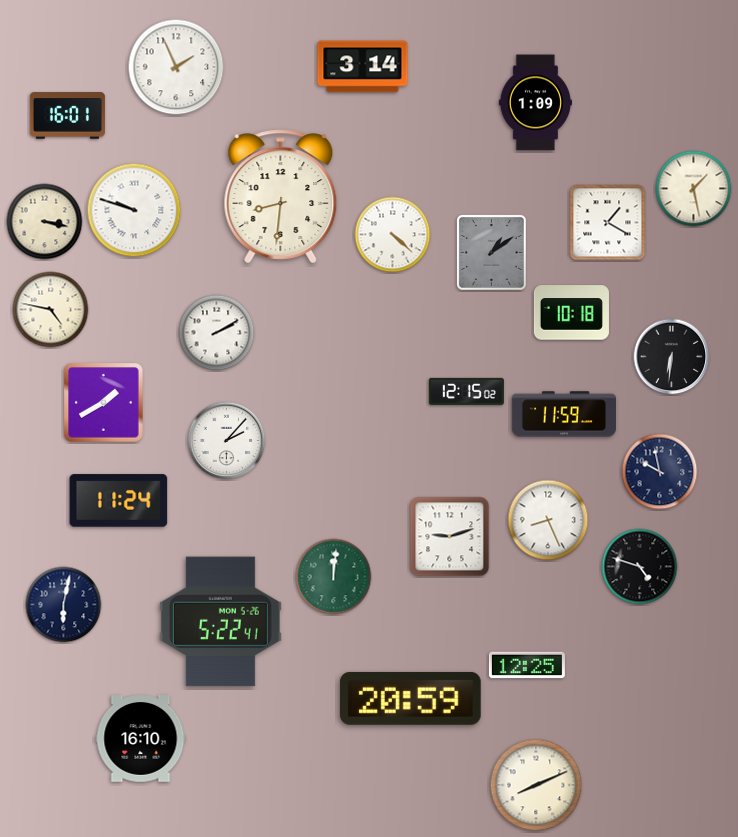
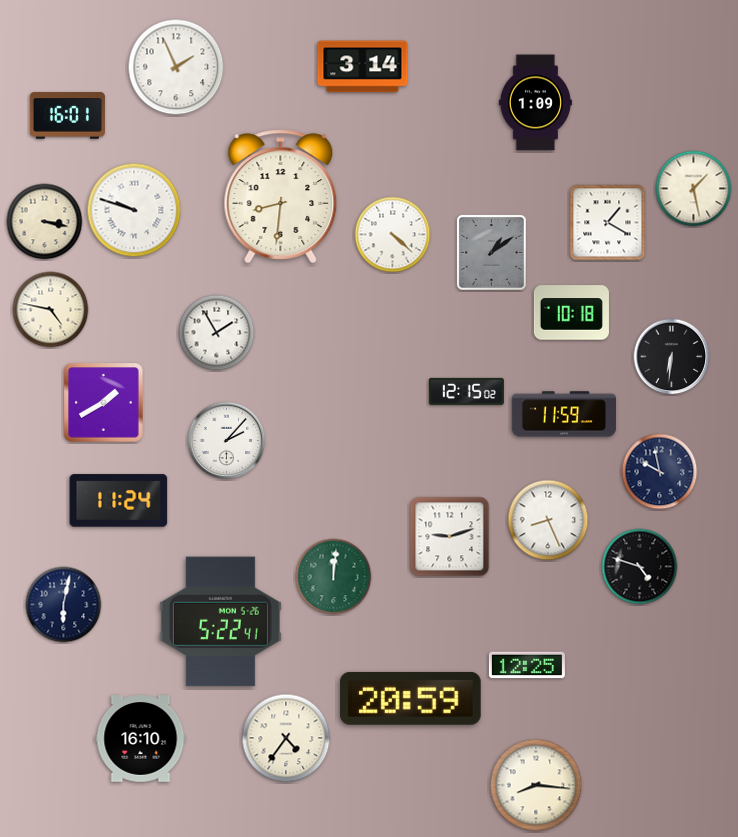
clock at (217, 333): 2:10 -> 1:55
clock at (286, 738): none -> 4:36
clock at (536, 785): 8:11 -> 8:16
